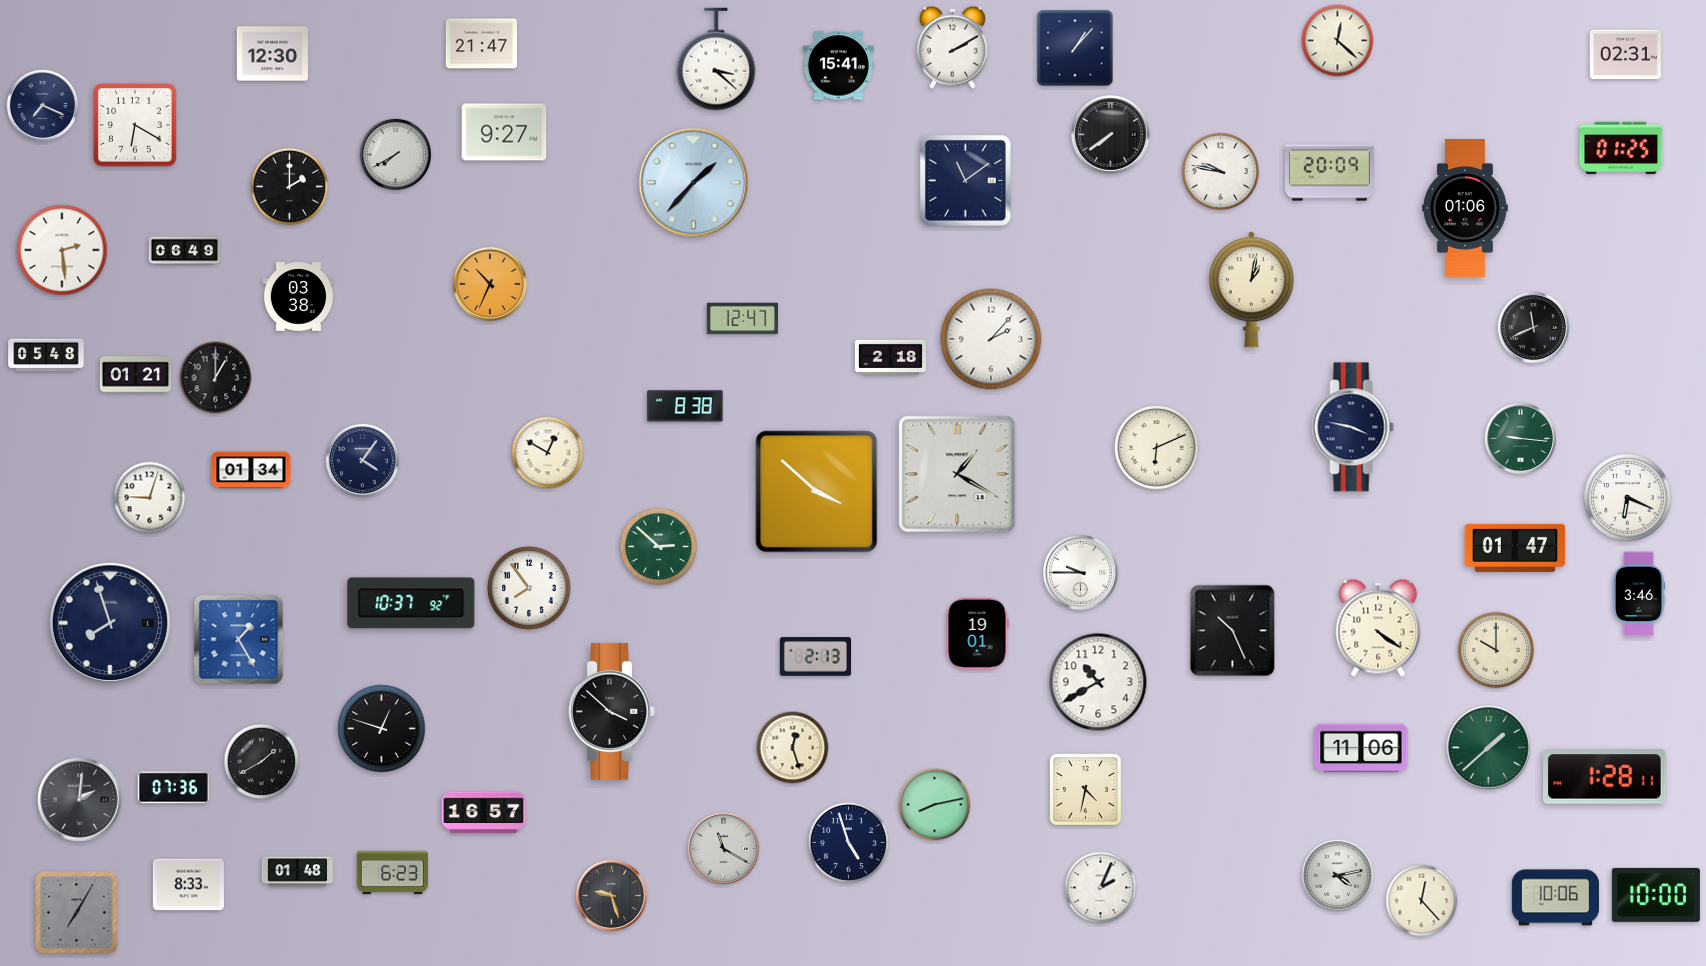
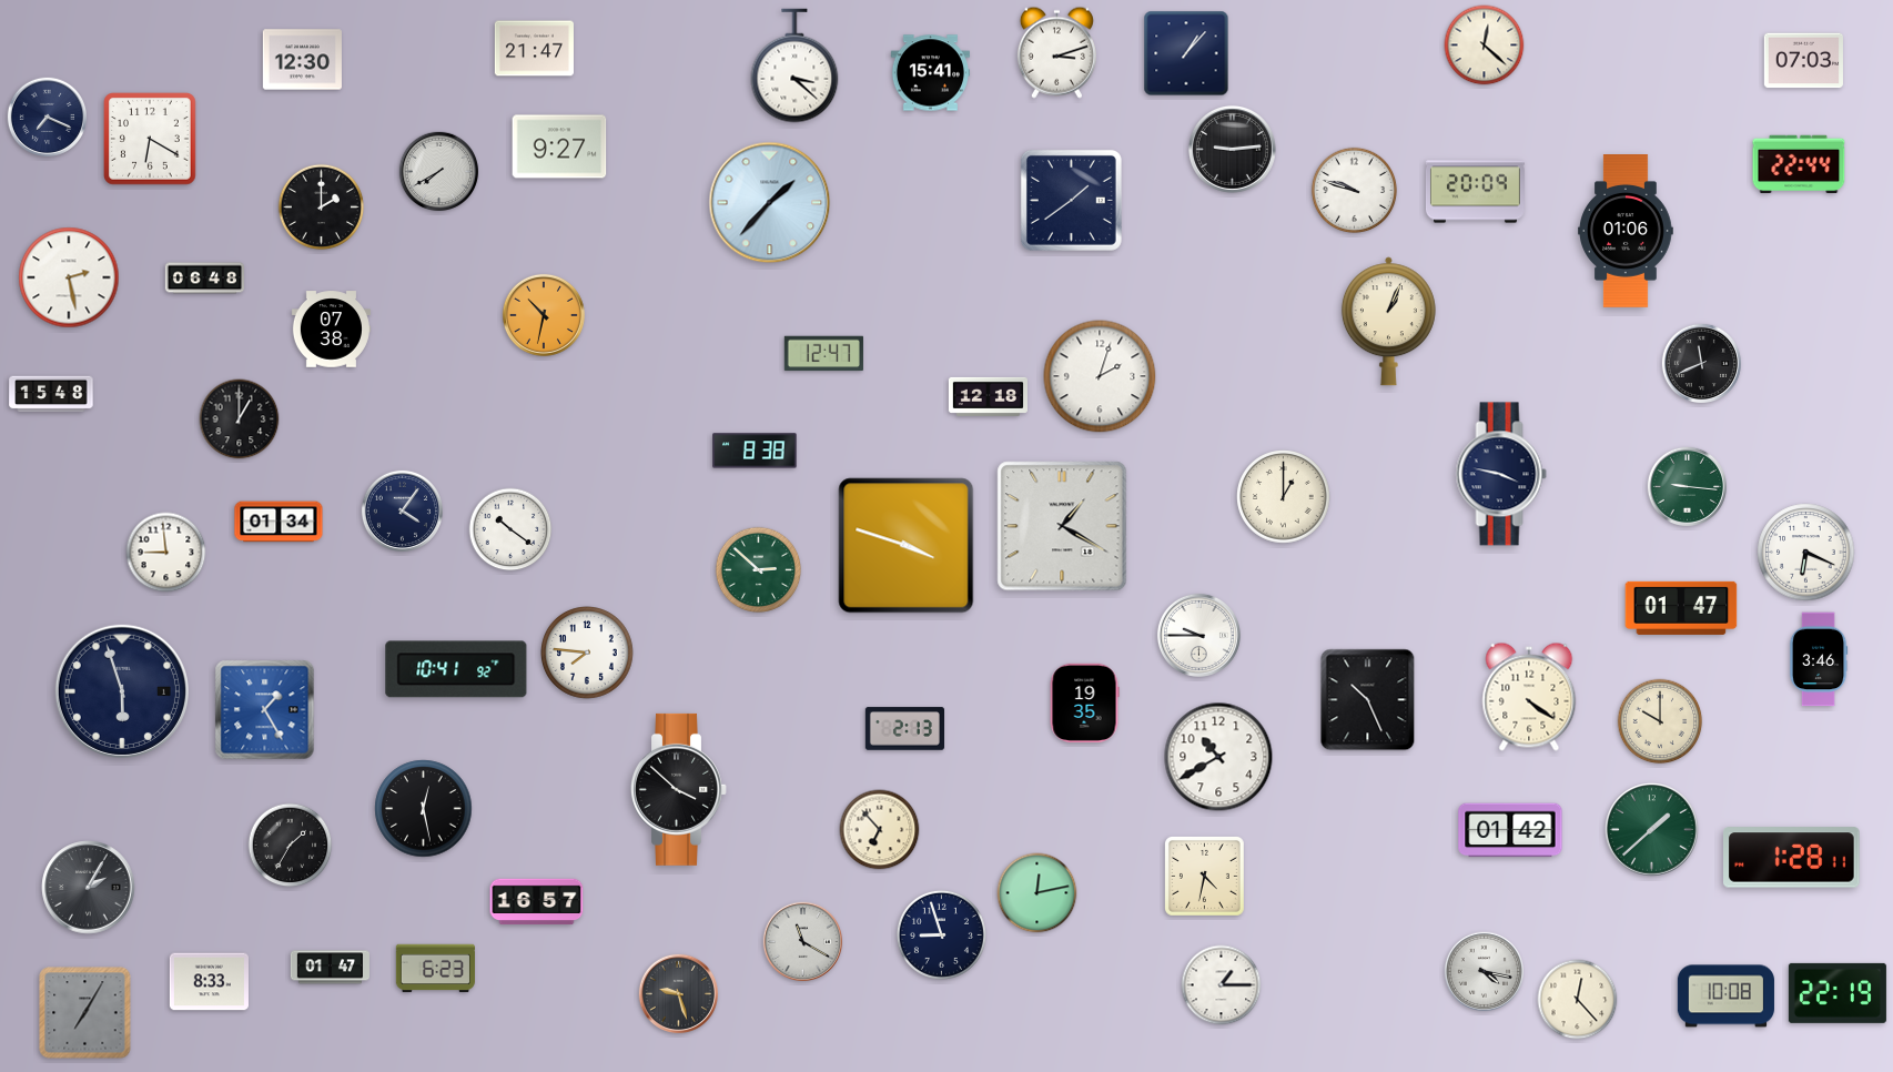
clock at (952, 47): 2:10 -> 3:12
clock at (1075, 48) position: (1075, 48) -> (1186, 53)
clock at (1625, 55): 02:31 -> 07:03
clock at (1110, 134): 7:39 -> 9:14
clock at (1621, 147): 01:25 -> 22:44
clock at (1221, 172): 9:47 -> 9:48
clock at (965, 180): 11:09 -> 1:39
clock at (62, 250): 2:29 -> 2:28
clock at (184, 251): 06:49 -> 06:48
clock at (490, 284): 10:34 -> 10:32
clock at (1251, 290): 1:02 -> 1:04
clock at (298, 297): 03:38 -> 07:38
clock at (991, 339): 2:07 -> 2:03
clock at (46, 355): 05:48 -> 15:48
clock at (890, 357): 2:18 -> 12:18
clock at (135, 375): 01:21 -> none
clock at (685, 406) position: (685, 406) -> (755, 451)
clock at (1157, 448): 6:11 -> 1:00
clock at (548, 453): 12:50 -> none
clock at (510, 529): none -> 10:21
clock at (817, 492): 3:52 -> 3:48
clock at (150, 498): 9:03 -> 8:59
clock at (659, 547) position: (659, 547) -> (759, 570)
clock at (530, 589): 7:54 -> 7:46
clock at (411, 603): 10:37 -> 10:41
clock at (110, 623): 7:57 -> 5:57
clock at (977, 633): 19:01 -> 19:35
clock at (382, 729): 12:48 -> 12:28
clock at (793, 748): 12:27 -> 6:53
clock at (1361, 748): 11:06 -> 01:42
clock at (262, 762): 1:40 -> 1:35
clock at (1605, 777) position: (1605, 777) -> (1792, 858)
clock at (173, 788): 07:36 -> none
clock at (80, 800): 2:01 -> 2:05
clock at (935, 805): 8:13 -> 12:13
clock at (848, 842): 4:57 -> 8:57
clock at (297, 872): 01:48 -> 01:47
clock at (1337, 875): 4:13 -> 4:17
clock at (1101, 888): 2:04 -> 1:15
clock at (1656, 895): 10:00 -> 22:19
clock at (1555, 898): 10:06 -> 10:08
